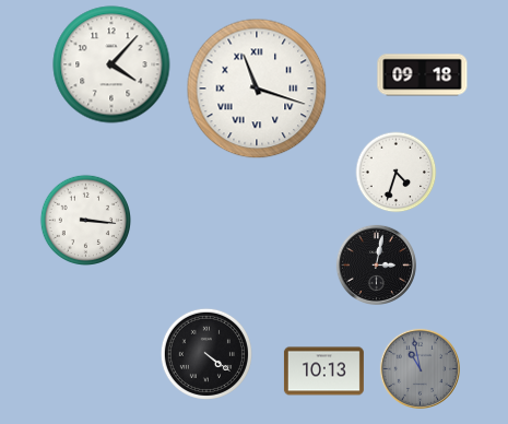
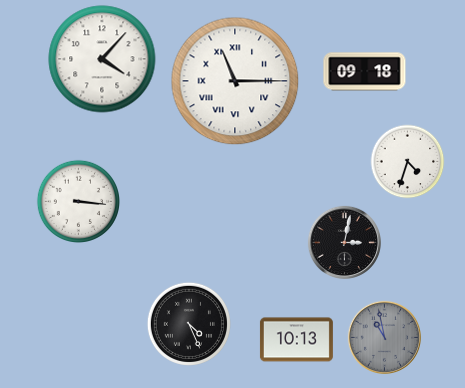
clock at (423, 75) position: (423, 75) -> (365, 72)
clock at (257, 89): 11:18 -> 11:15
clock at (397, 173) position: (397, 173) -> (408, 162)
clock at (206, 354): 4:21 -> 4:26
